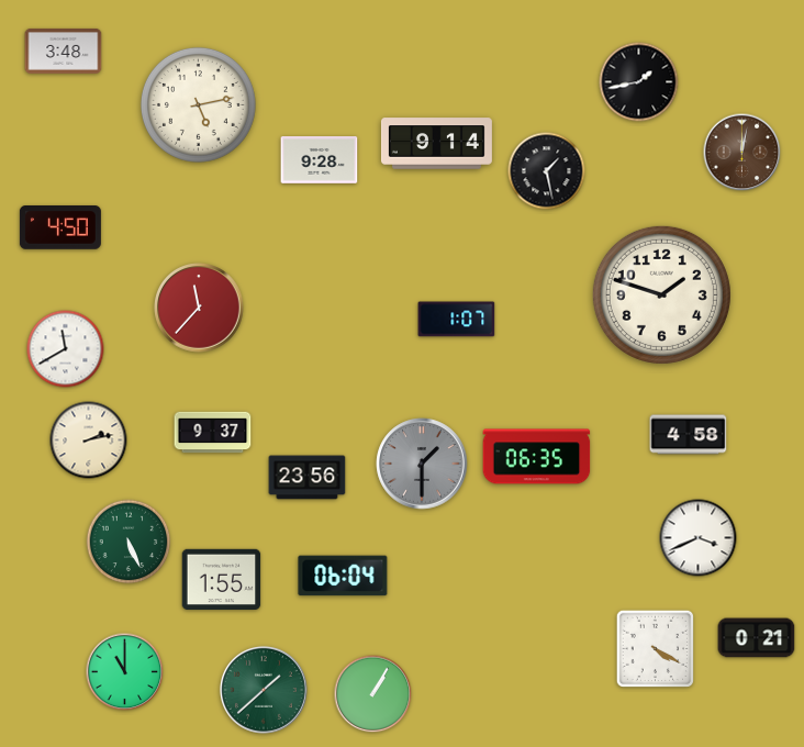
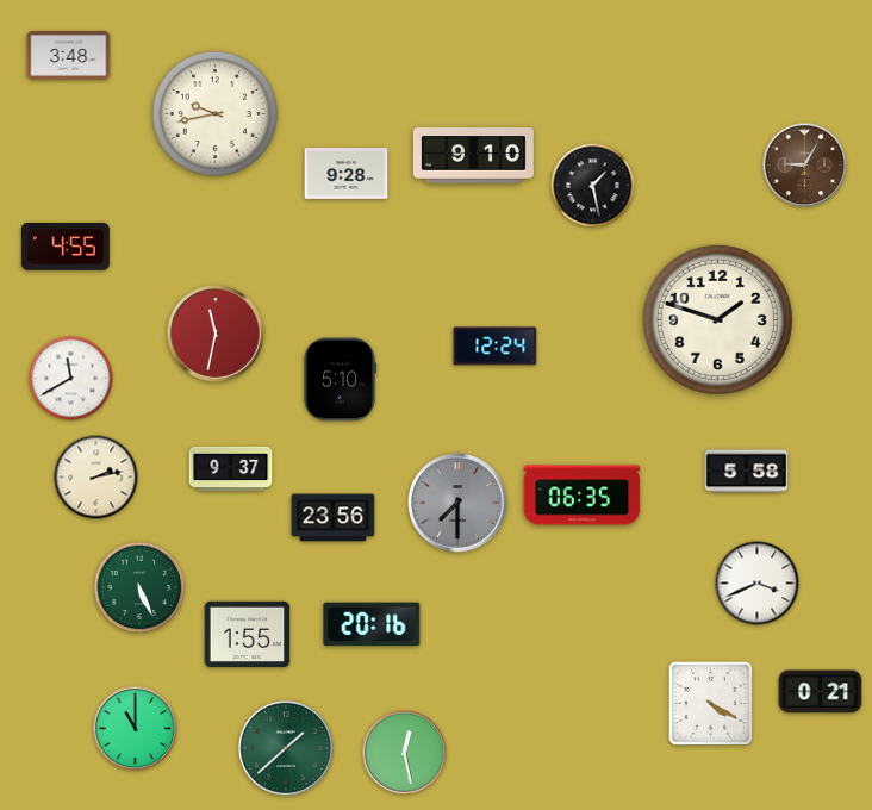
clock at (639, 82): 1:43 -> none
clock at (198, 104): 5:13 -> 9:43
clock at (436, 144): 9:14 -> 9:10
clock at (742, 153): 12:02 -> 9:05
clock at (60, 228): 4:50 -> 4:55
clock at (199, 308): 11:37 -> 11:32
clock at (457, 320): 1:07 -> 12:24
clock at (338, 380): none -> 5:10
clock at (689, 435): 4:58 -> 5:58
clock at (422, 464): 1:30 -> 7:30
clock at (343, 576): 06:04 -> 20:16
clock at (222, 579) position: (222, 579) -> (248, 634)
clock at (373, 694): 1:05 -> 12:28
